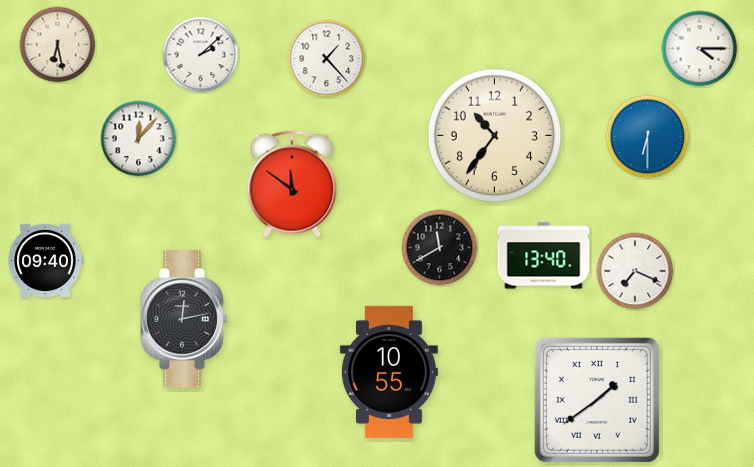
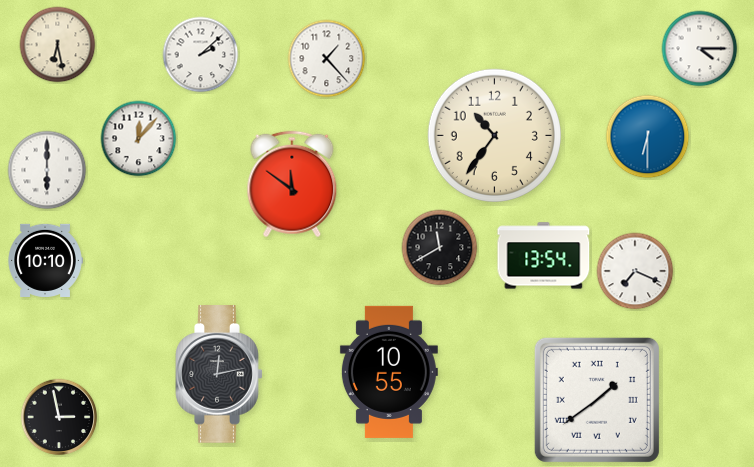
clock at (47, 170): none -> 6:00
clock at (544, 256): 13:40 -> 13:54
clock at (45, 260): 09:40 -> 10:10
clock at (184, 319) position: (184, 319) -> (219, 374)
clock at (59, 417): none -> 2:58
